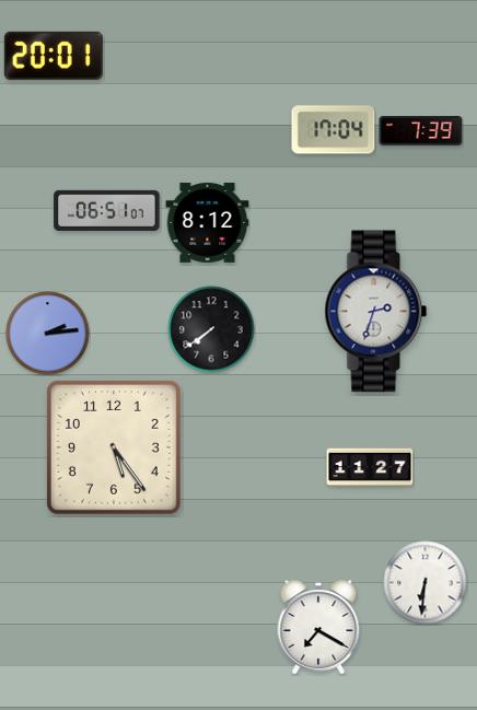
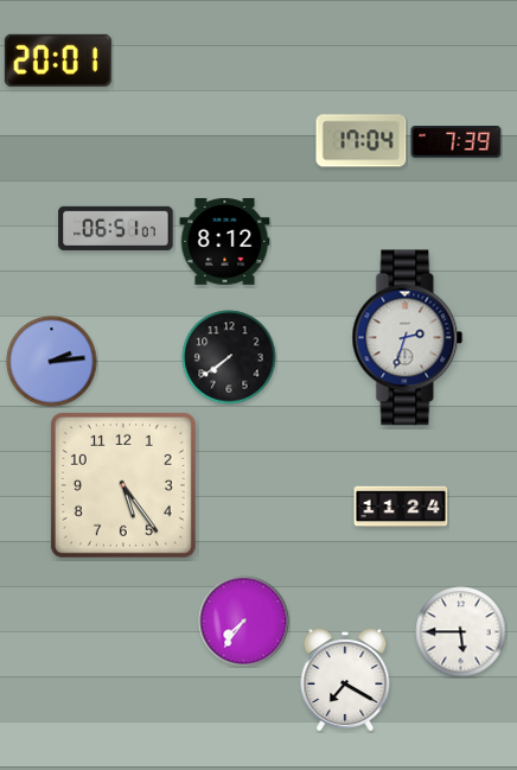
clock at (370, 467): 11:27 -> 11:24
clock at (244, 622): none -> 7:36
clock at (426, 583): 6:31 -> 5:45
